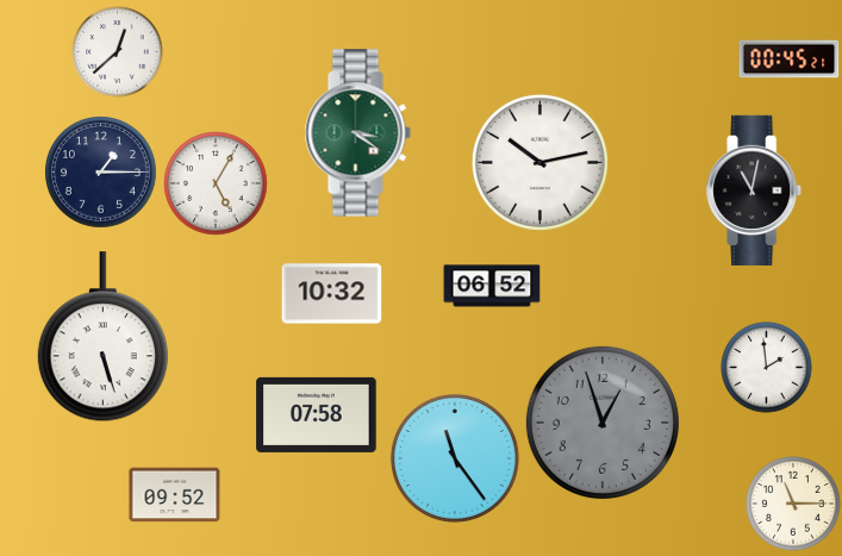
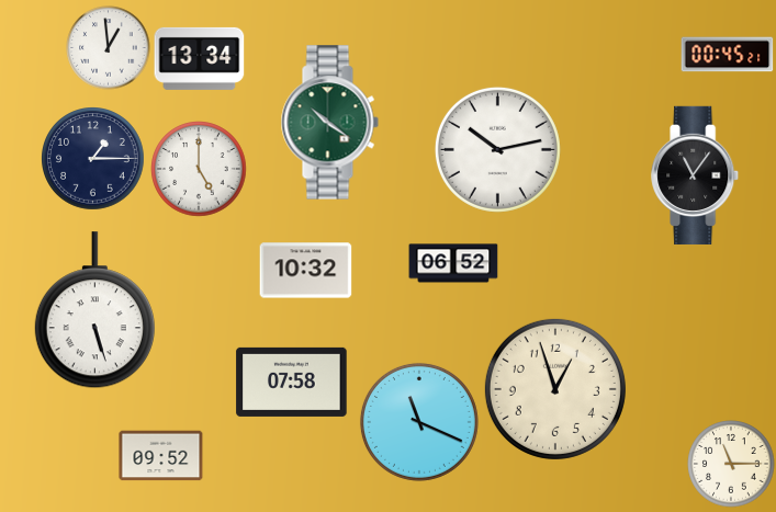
clock at (118, 52): 12:38 -> 12:59
clock at (200, 58): none -> 13:34
clock at (357, 133): 3:21 -> 10:21
clock at (216, 183): 5:05 -> 5:00
clock at (755, 190): 11:02 -> 11:06
clock at (767, 368): 1:59 -> none
clock at (603, 423) dial: grey -> cream
clock at (455, 458): 11:24 -> 11:19
